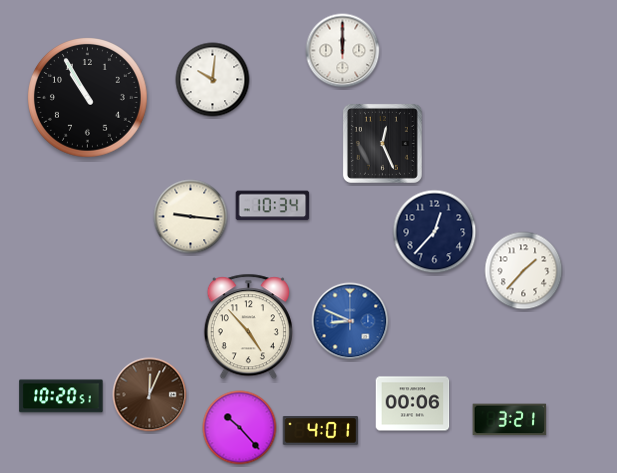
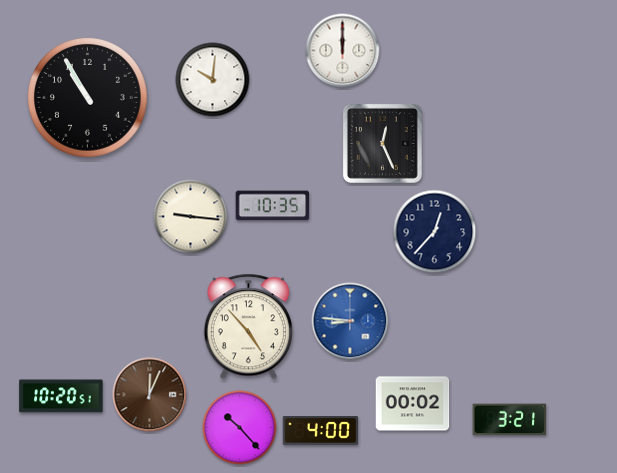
clock at (273, 206): 10:34 -> 10:35
clock at (524, 271): 1:37 -> none
clock at (350, 321): 8:49 -> 8:46
clock at (413, 404): 00:06 -> 00:02
clock at (321, 431): 4:01 -> 4:00
